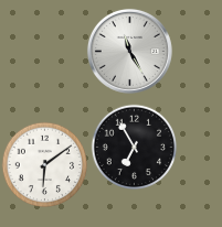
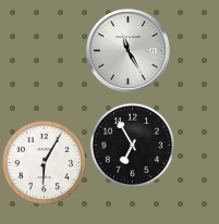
clock at (44, 164): 6:09 -> 6:05
